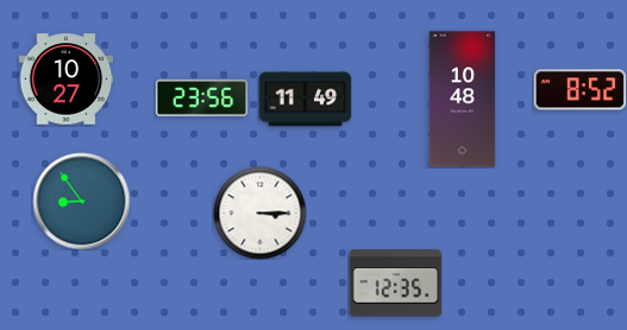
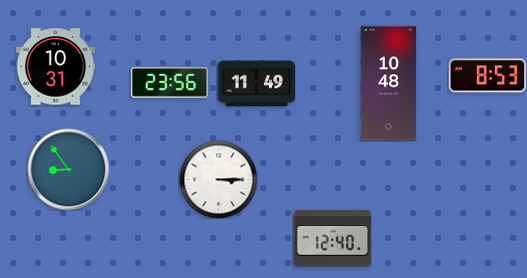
clock at (65, 80): 10:27 -> 10:31
clock at (579, 90): 8:52 -> 8:53
clock at (395, 284): 12:35 -> 12:40
